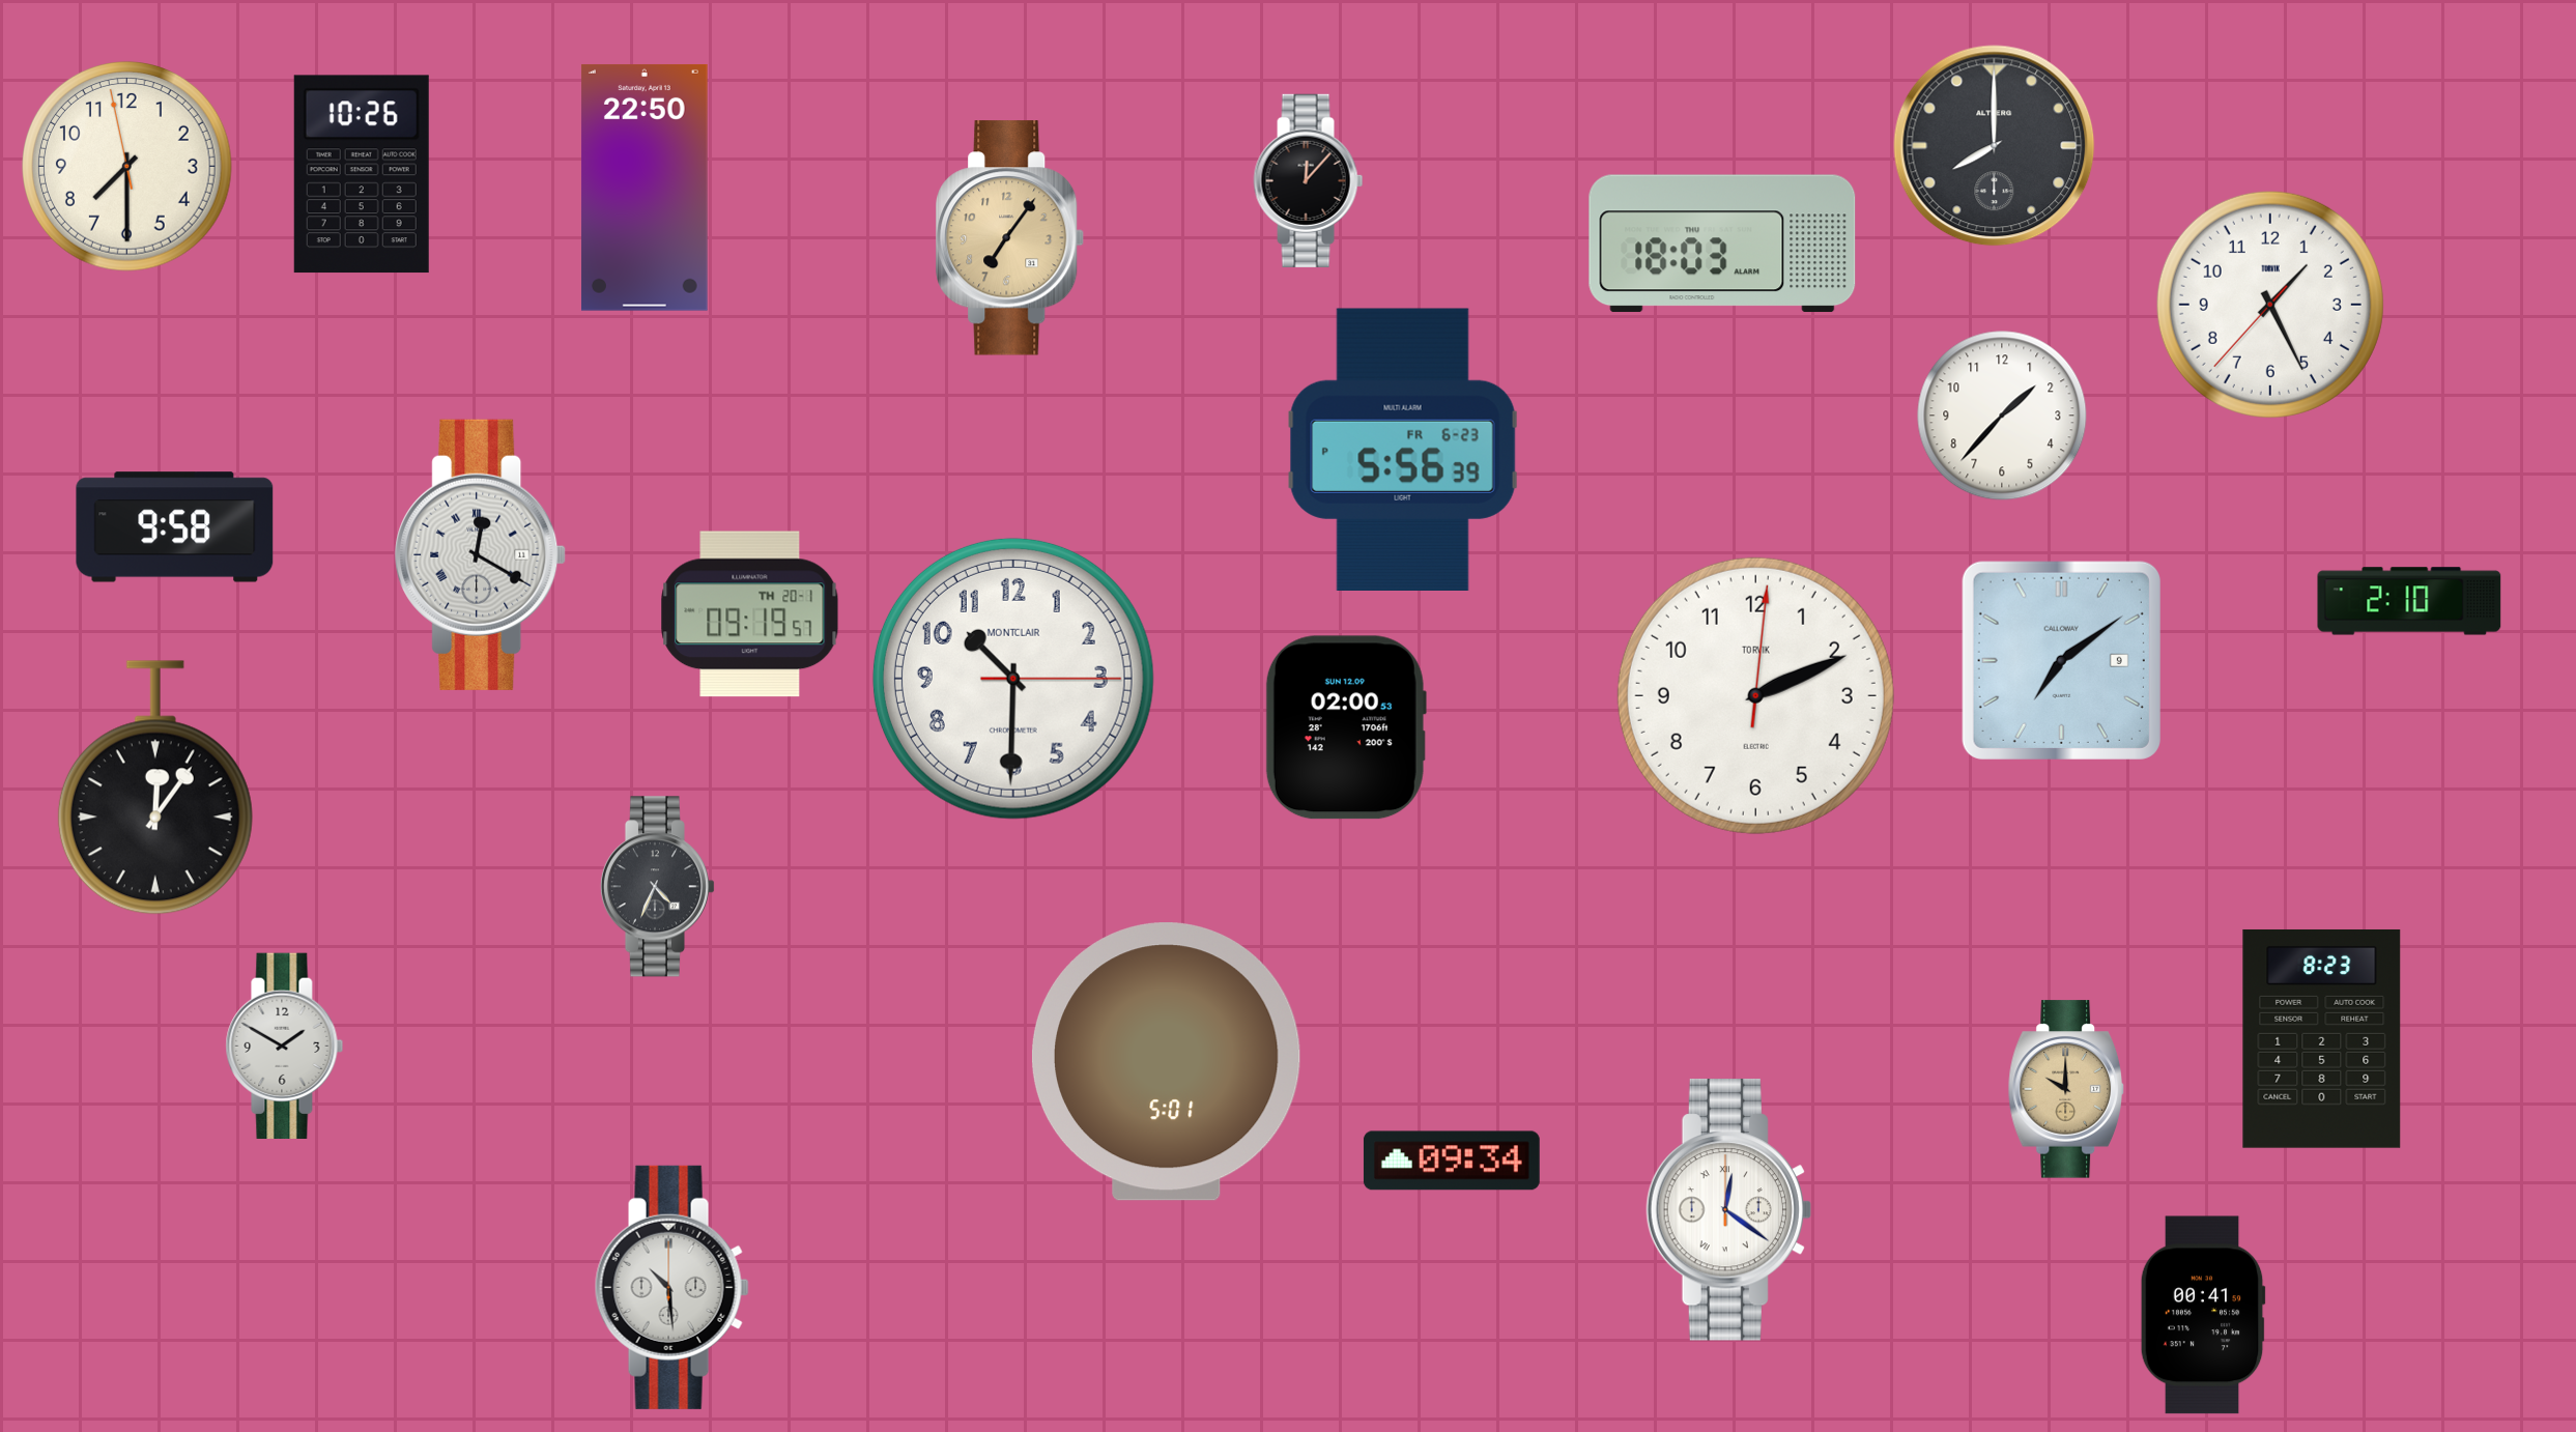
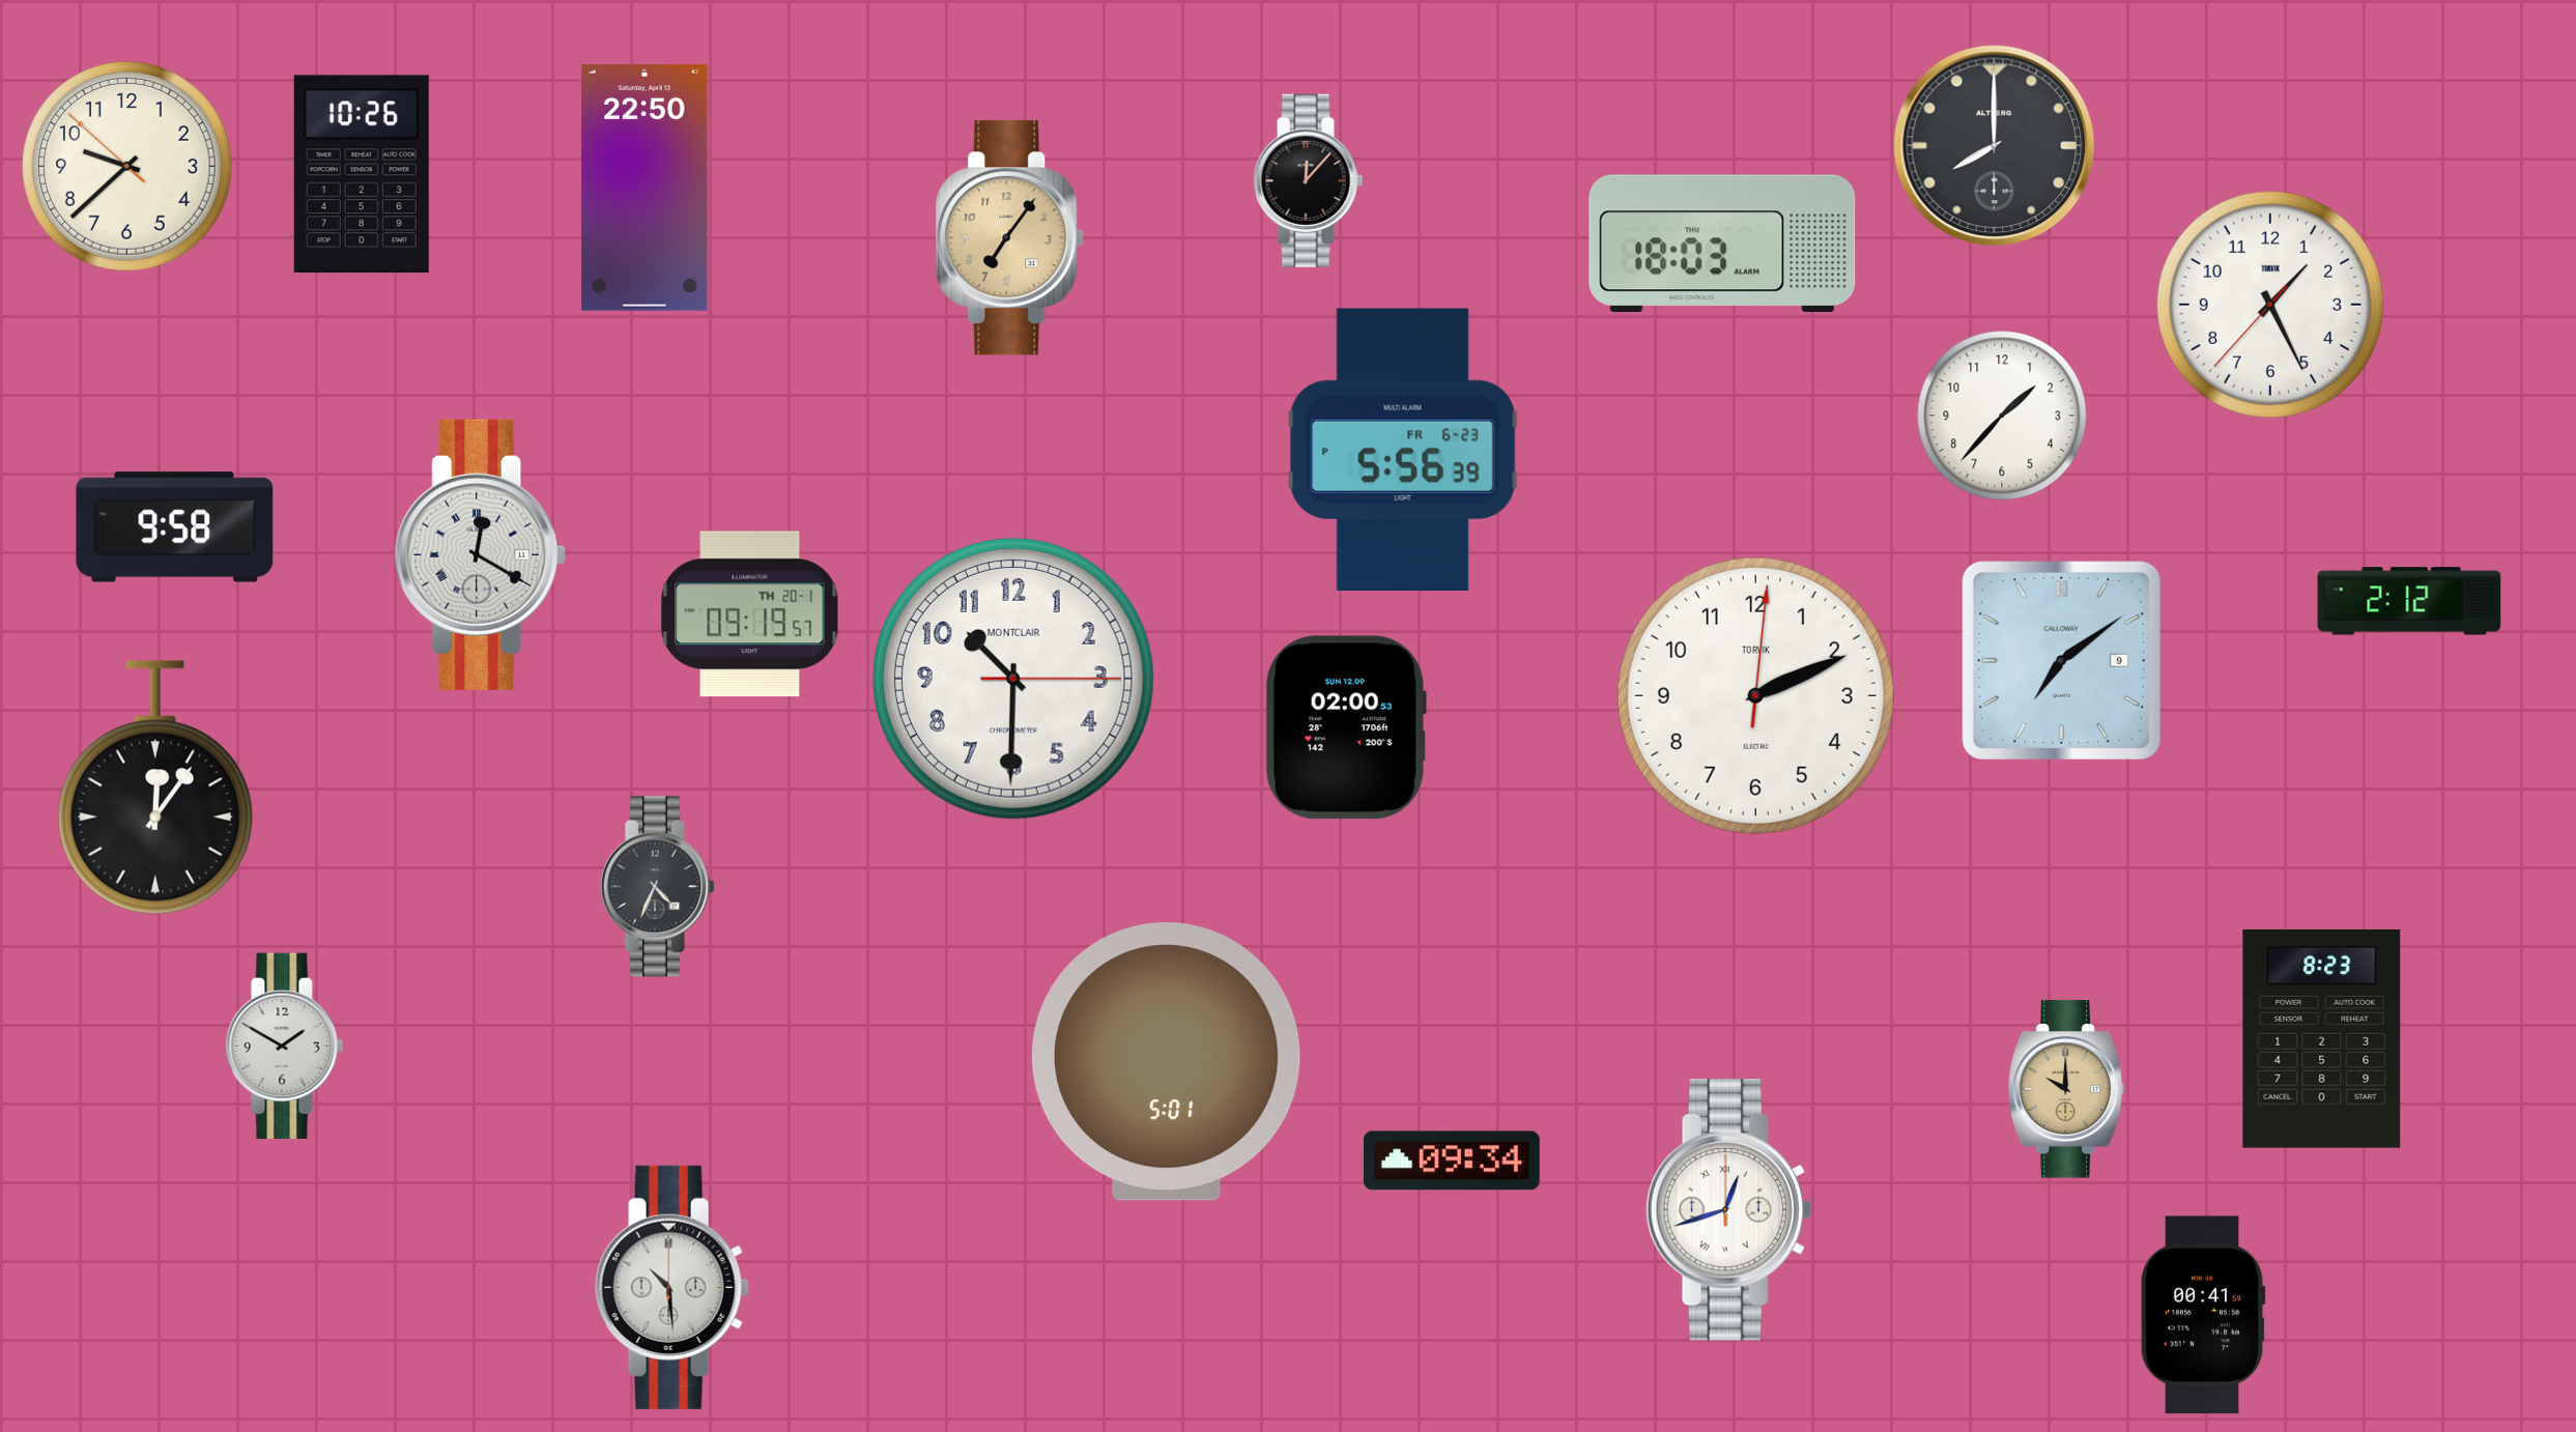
clock at (127, 167): 7:29 -> 9:37
clock at (2409, 601): 2:10 -> 2:12
clock at (1728, 1210): 12:21 -> 12:42
